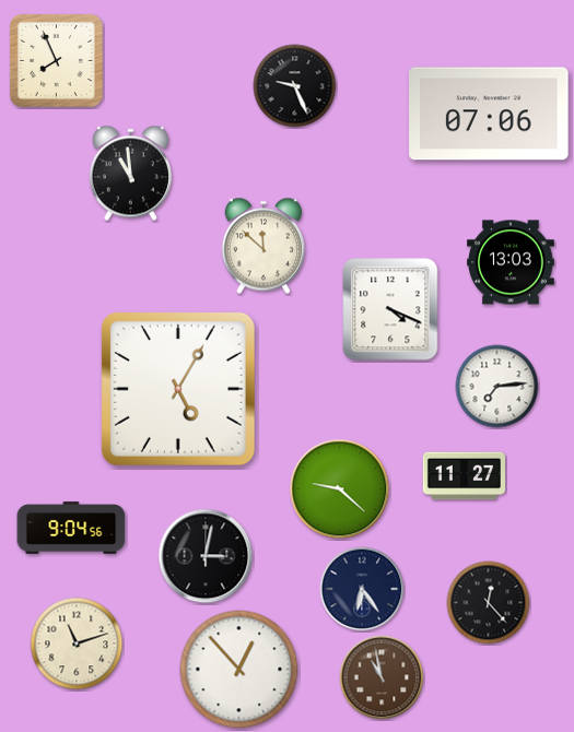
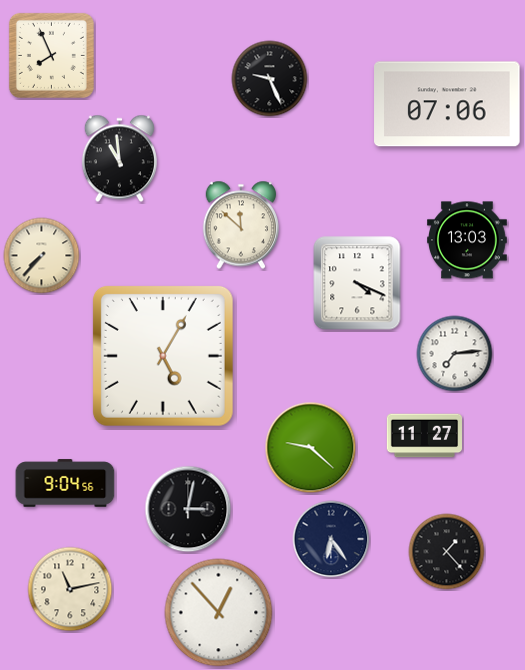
clock at (42, 256): none -> 7:37
clock at (489, 603): 12:23 -> 1:23
clock at (77, 644): 11:12 -> 11:13
clock at (382, 677): 10:58 -> none
